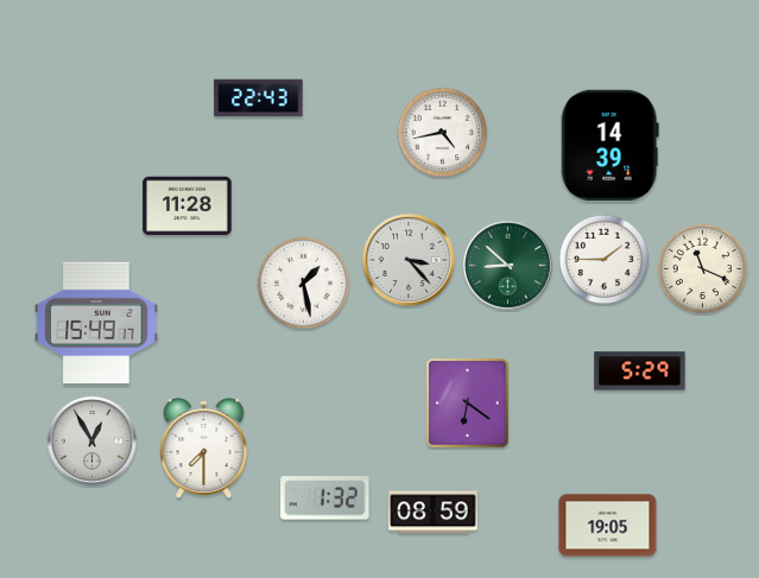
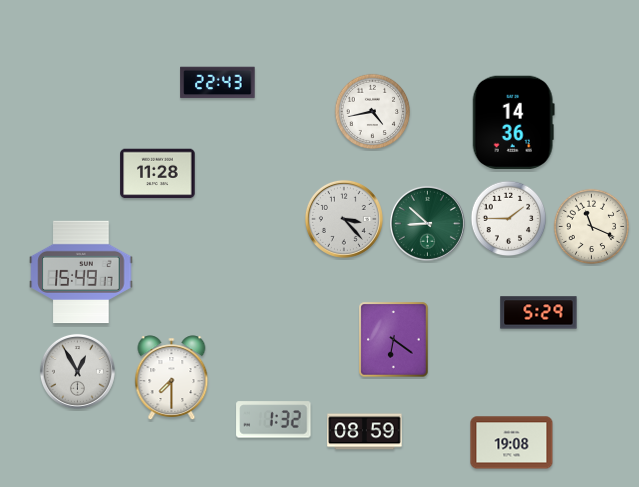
clock at (609, 145): 14:39 -> 14:36
clock at (304, 284): 1:28 -> none
clock at (608, 526): 19:05 -> 19:08
